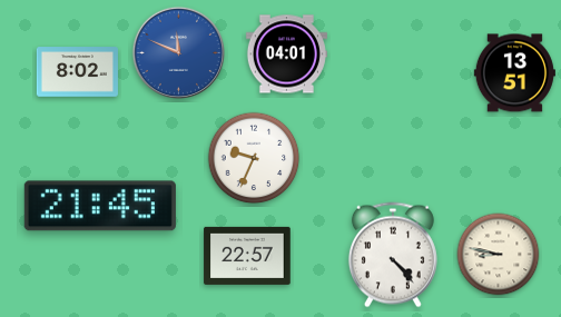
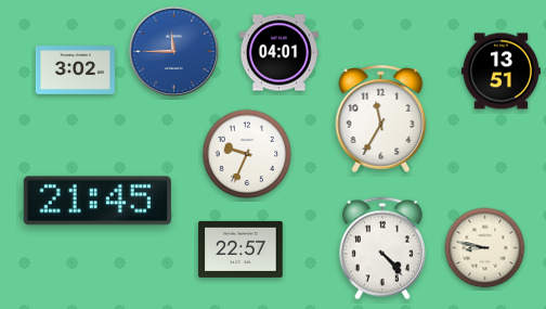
clock at (178, 52): 11:49 -> 11:45
clock at (77, 72): 8:02 -> 3:02
clock at (381, 118): none -> 11:35
